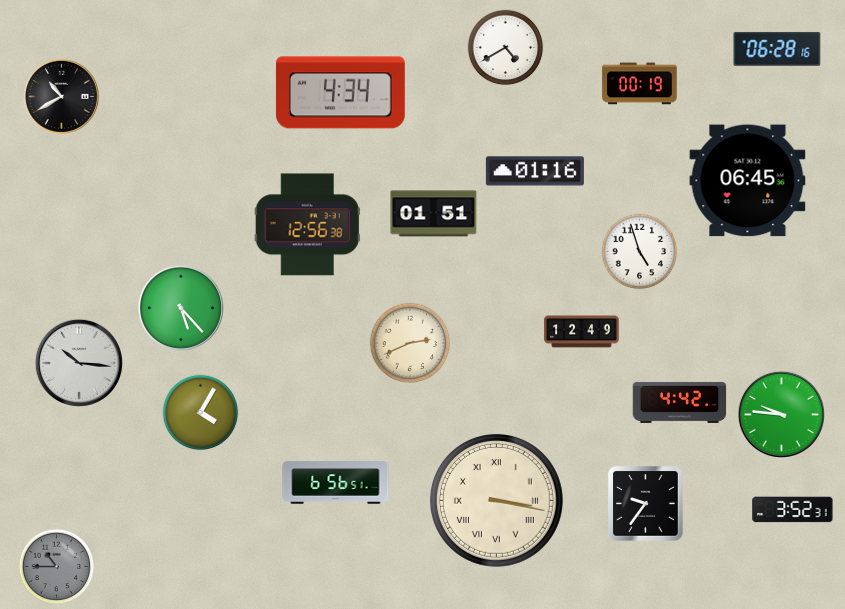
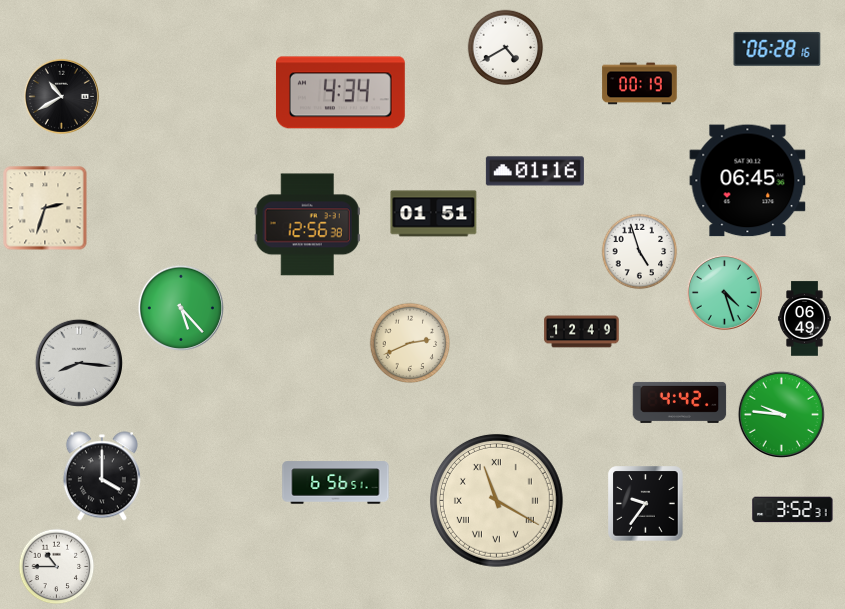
clock at (45, 208): none -> 2:33
clock at (724, 292): none -> 4:27
clock at (805, 319): none -> 06:49
clock at (78, 362): 10:16 -> 8:16
clock at (201, 413): 4:05 -> none
clock at (102, 476): none -> 4:00
clock at (496, 500): 3:17 -> 11:20
clock at (57, 567) dial: grey -> white
